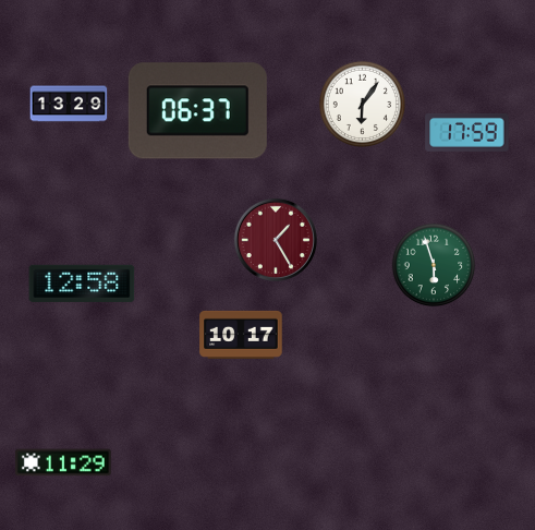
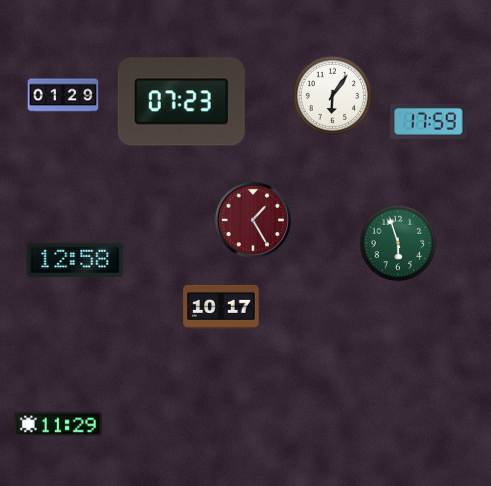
clock at (69, 104): 13:29 -> 01:29
clock at (197, 111): 06:37 -> 07:23
